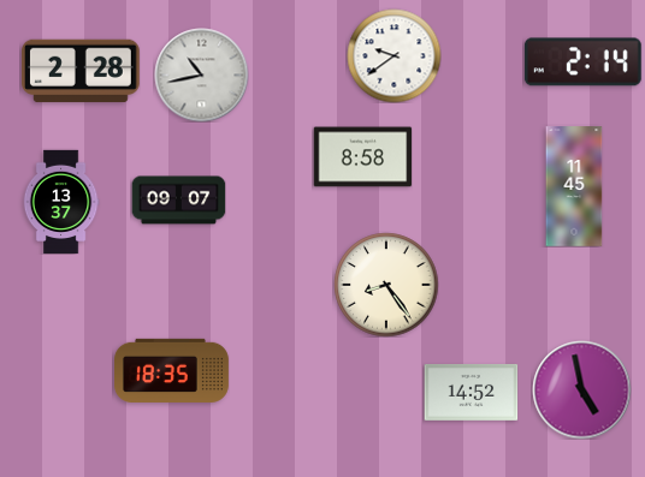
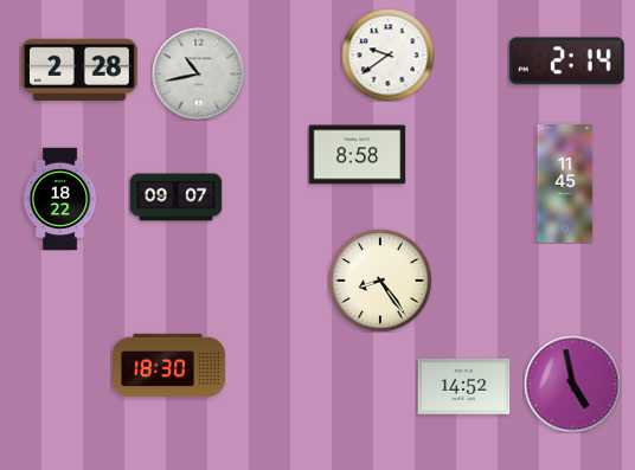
clock at (582, 62) position: (582, 62) -> (566, 62)
clock at (61, 201): 13:37 -> 18:22
clock at (172, 371): 18:35 -> 18:30
